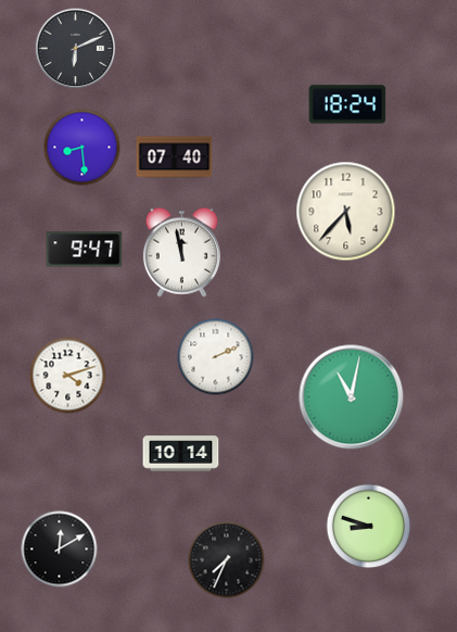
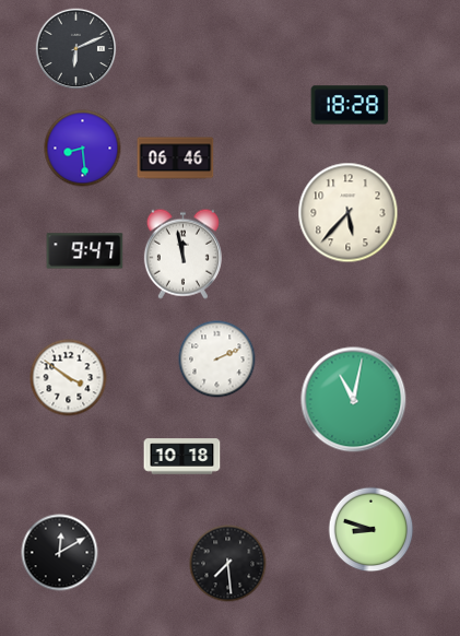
clock at (347, 104): 18:24 -> 18:28
clock at (175, 157): 07:40 -> 06:46
clock at (68, 376): 4:12 -> 3:51
clock at (181, 454): 10:14 -> 10:18
clock at (227, 560): 7:34 -> 7:29
